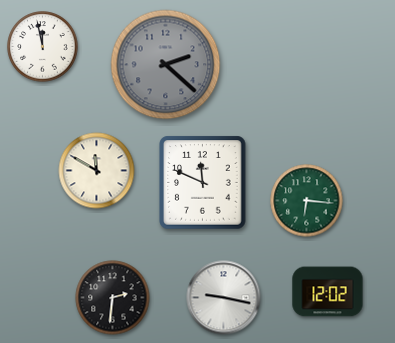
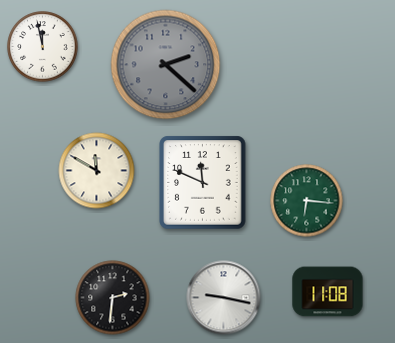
clock at (328, 292): 12:02 -> 11:08
